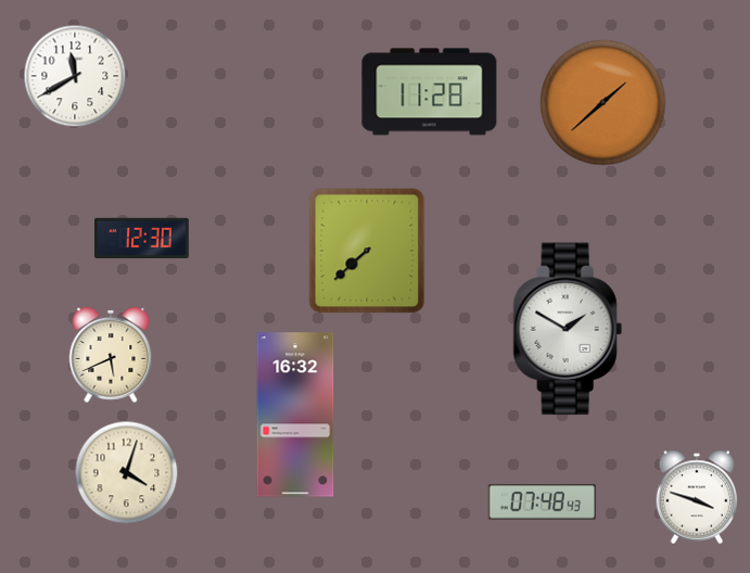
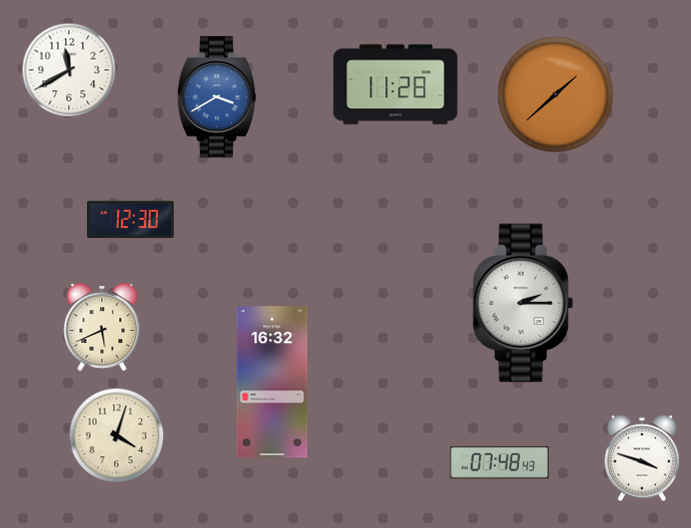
clock at (216, 97): none -> 3:40
clock at (367, 251): 7:38 -> none
clock at (568, 329): 1:50 -> 2:15
